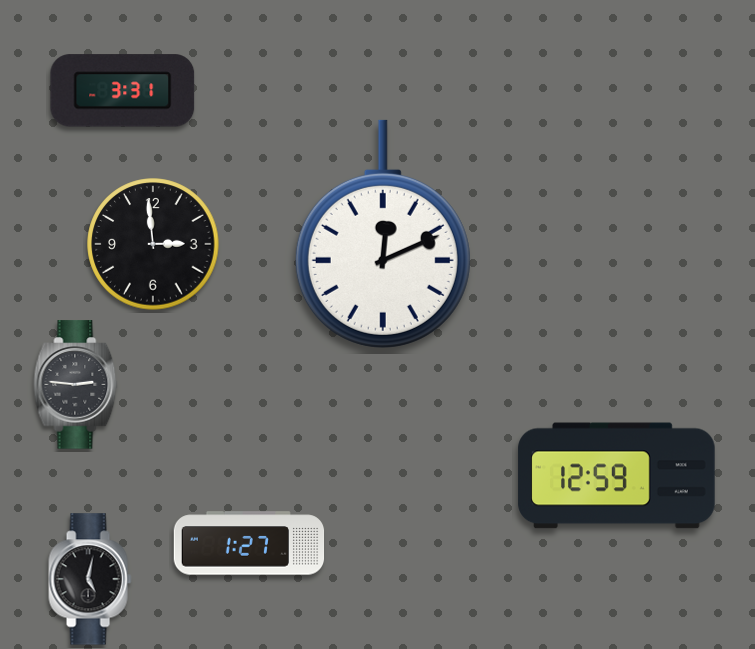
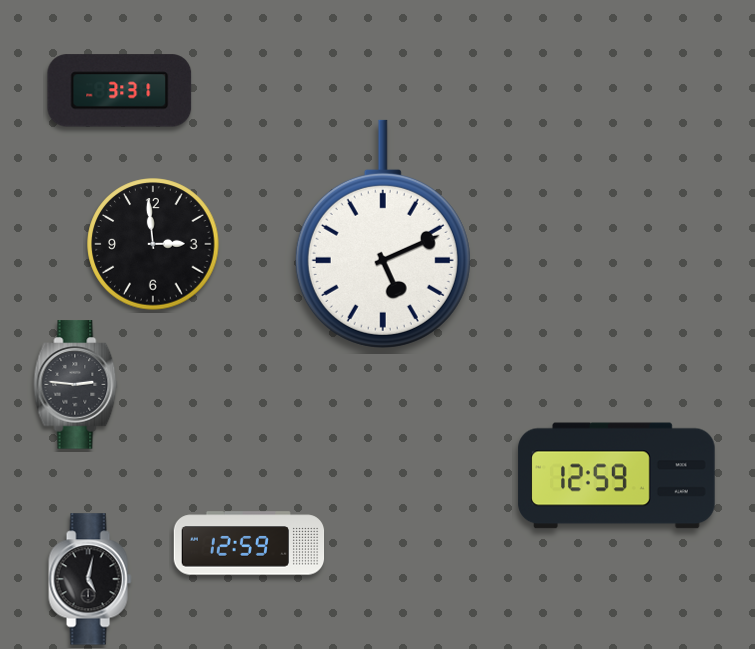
clock at (123, 91) position: (123, 91) -> (120, 91)
clock at (383, 234): 12:11 -> 5:11
clock at (249, 543): 1:27 -> 12:59
